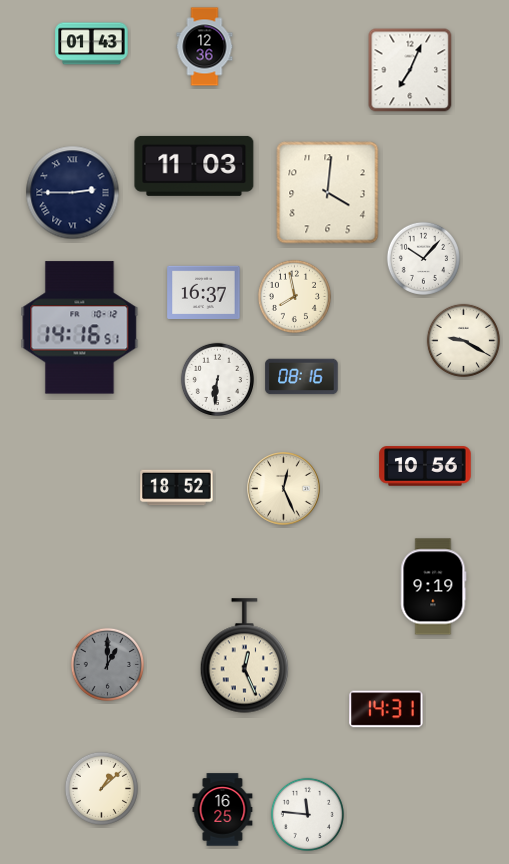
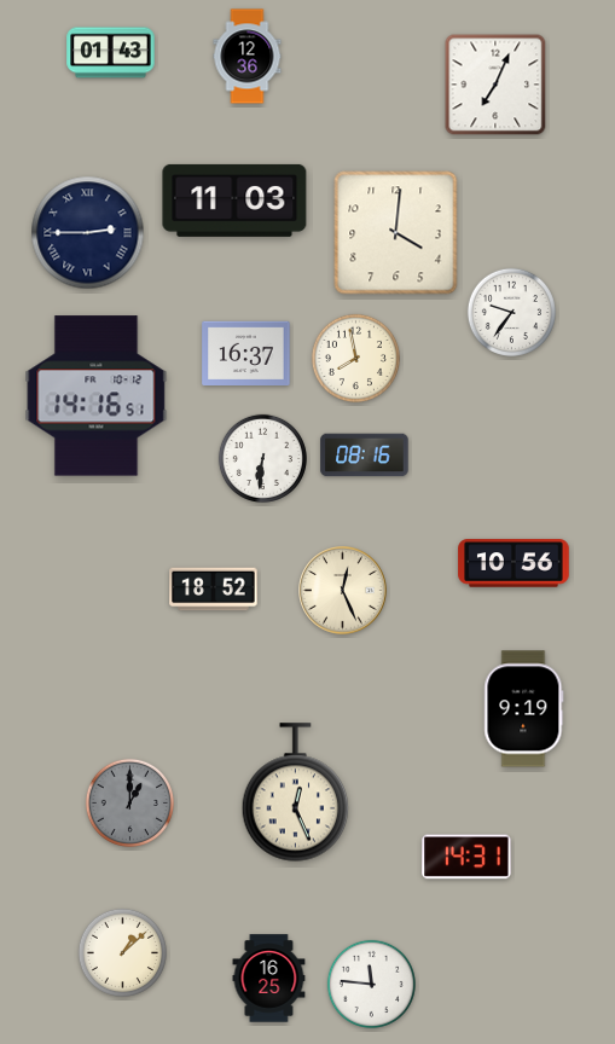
clock at (423, 258): 10:07 -> 9:36
clock at (463, 340): 9:20 -> none
